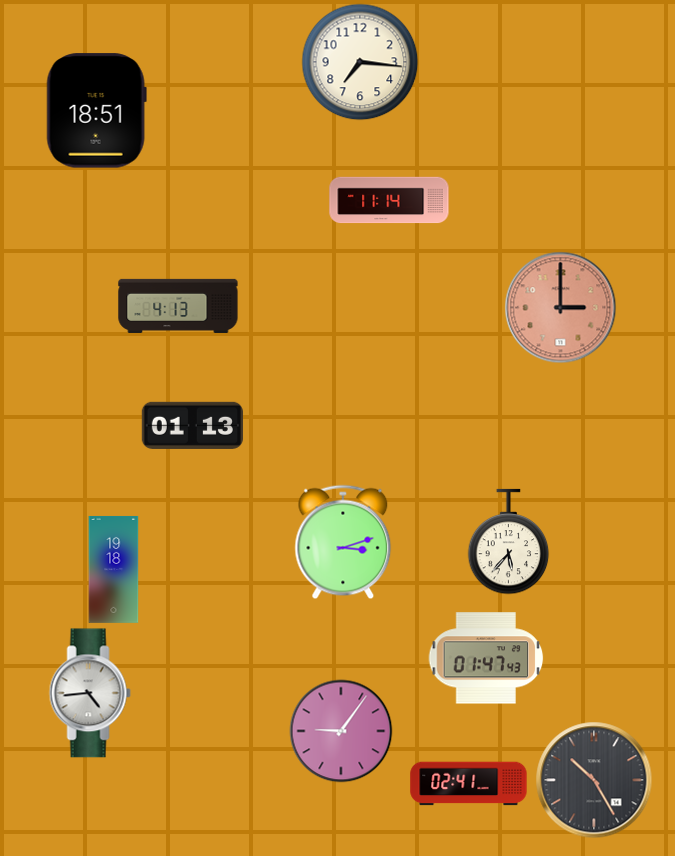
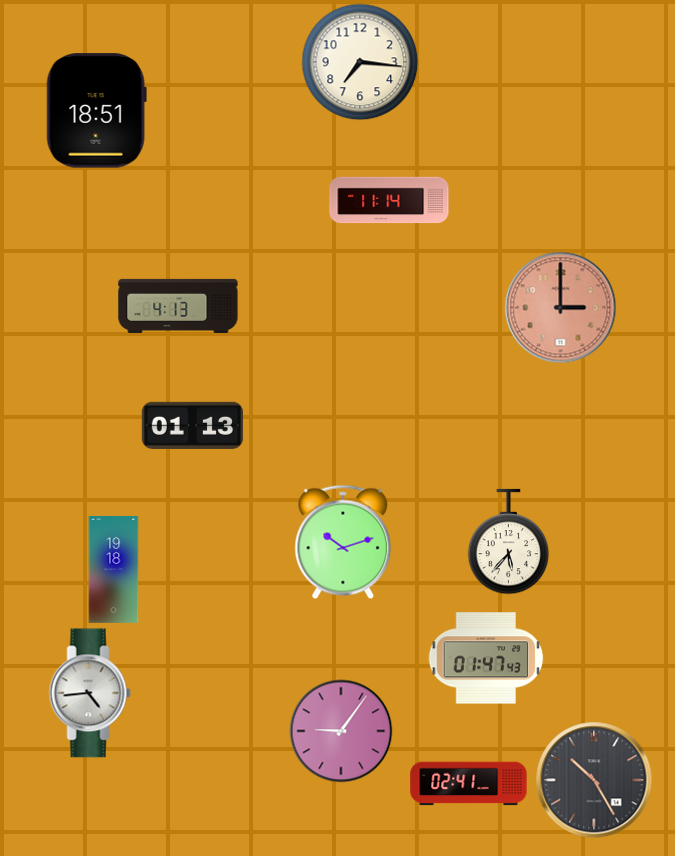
clock at (343, 542): 3:12 -> 10:12
